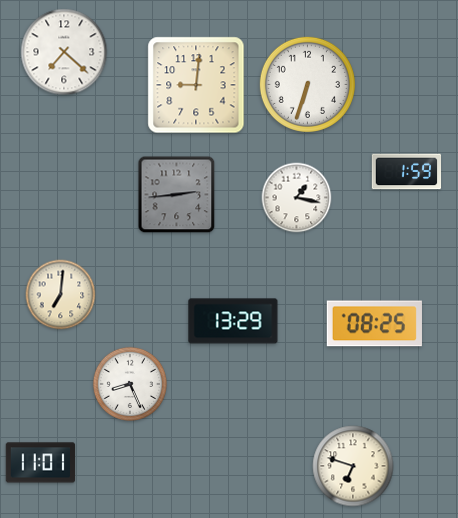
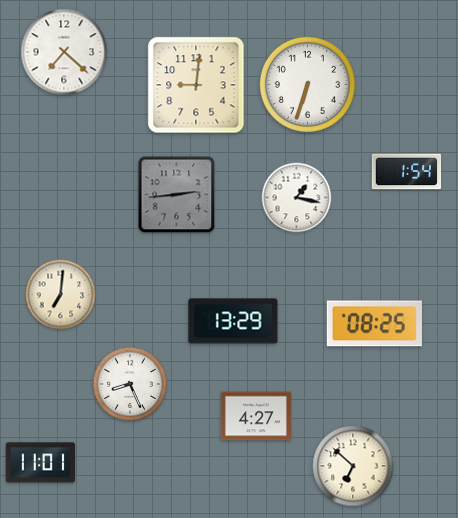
clock at (407, 172): 1:59 -> 1:54
clock at (256, 416): none -> 4:27
clock at (353, 466): 6:48 -> 6:52
